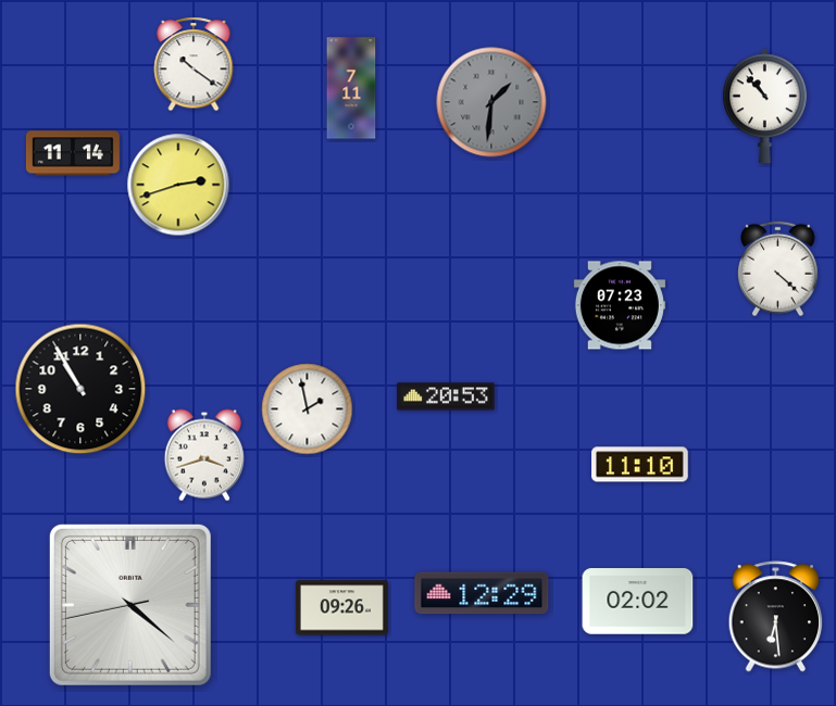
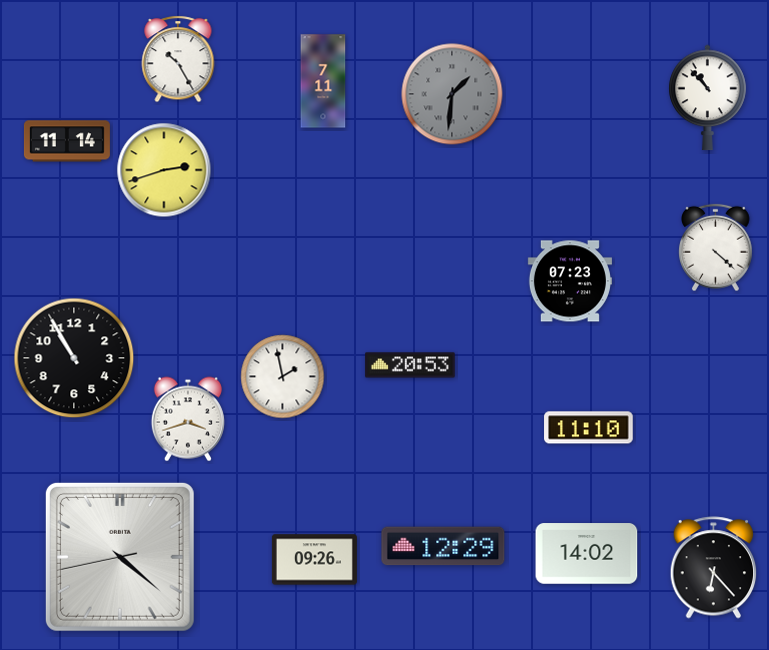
clock at (194, 64): 10:21 -> 10:25
clock at (765, 106) position: (765, 106) -> (708, 98)
clock at (638, 602): 02:02 -> 14:02
clock at (776, 617): 6:29 -> 6:23
